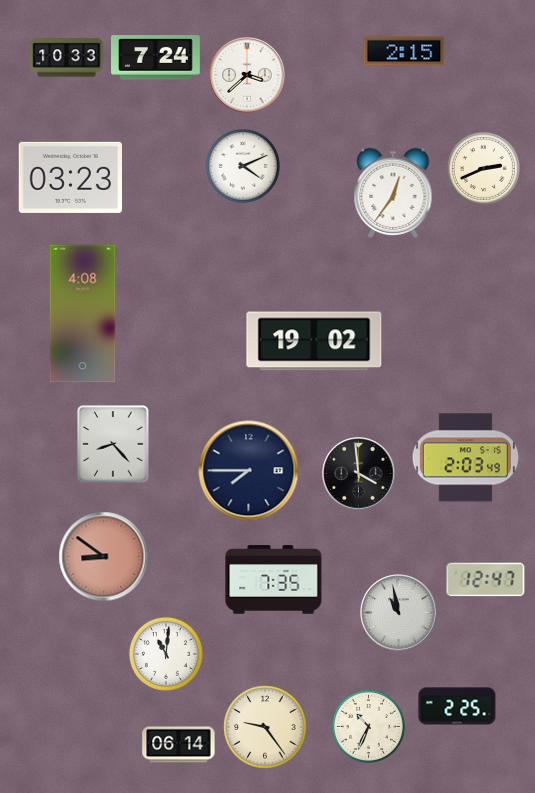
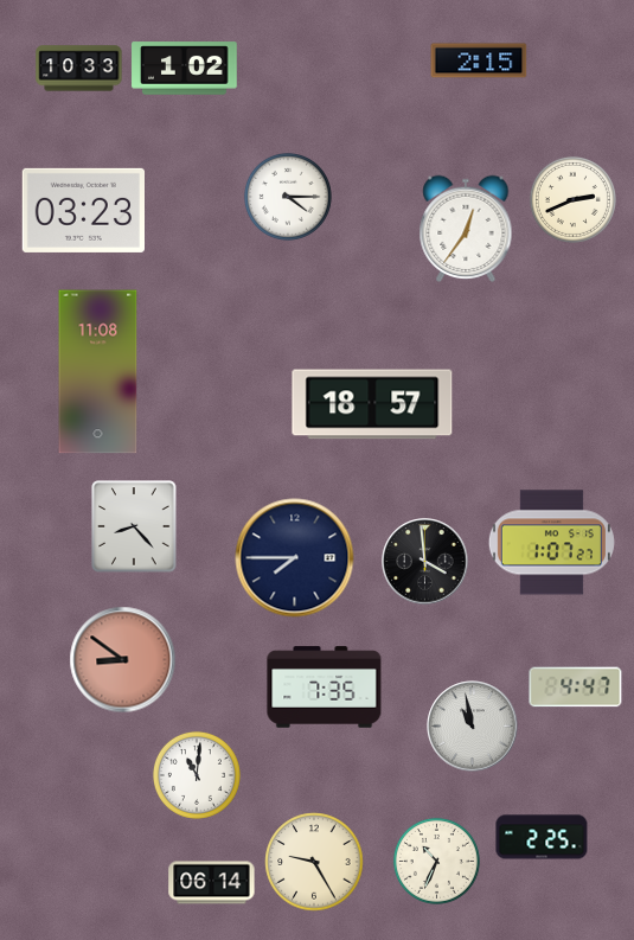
clock at (156, 58): 7:24 -> 1:02
clock at (247, 75): 3:38 -> none
clock at (243, 166): 4:11 -> 4:15
clock at (83, 314): 4:08 -> 11:08
clock at (314, 341): 19:02 -> 18:57
clock at (465, 458): 2:03 -> 1:07
clock at (486, 580): 12:47 -> 4:47
clock at (265, 727): 9:24 -> 9:25
